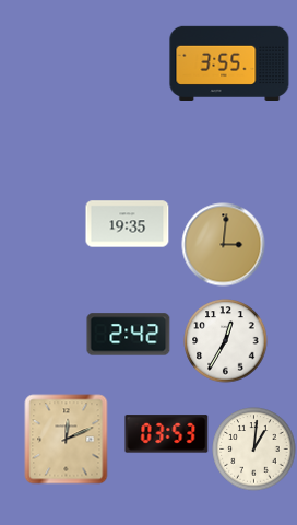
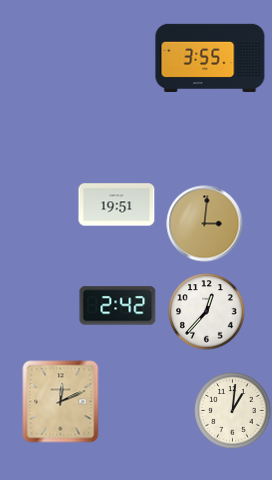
clock at (128, 224): 19:35 -> 19:51
clock at (226, 341): 12:35 -> 12:37
clock at (167, 434): 03:53 -> none
